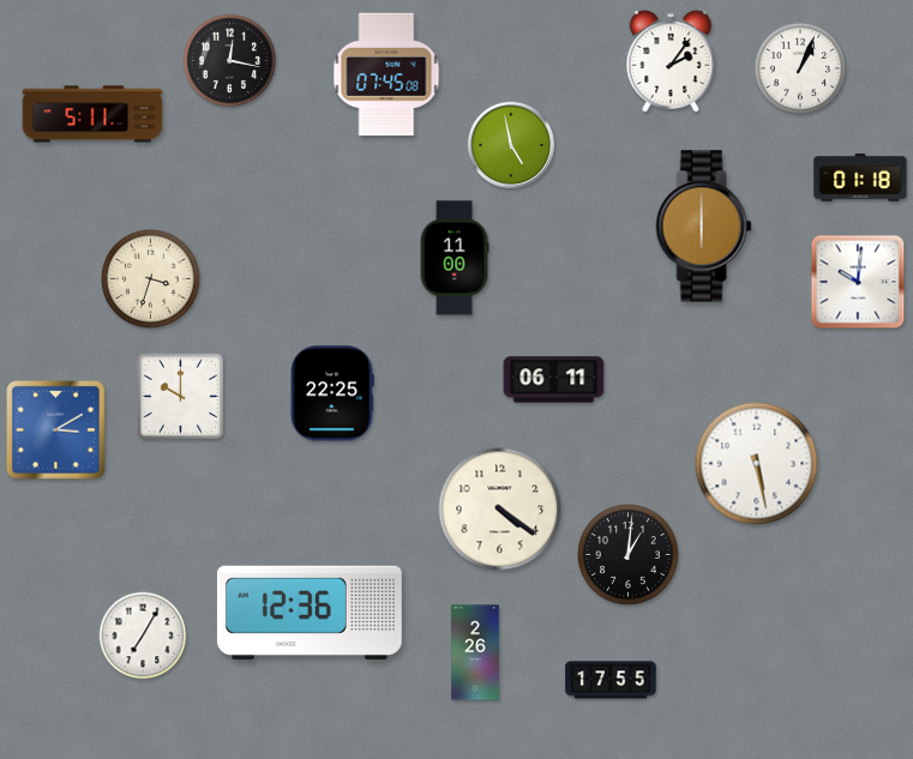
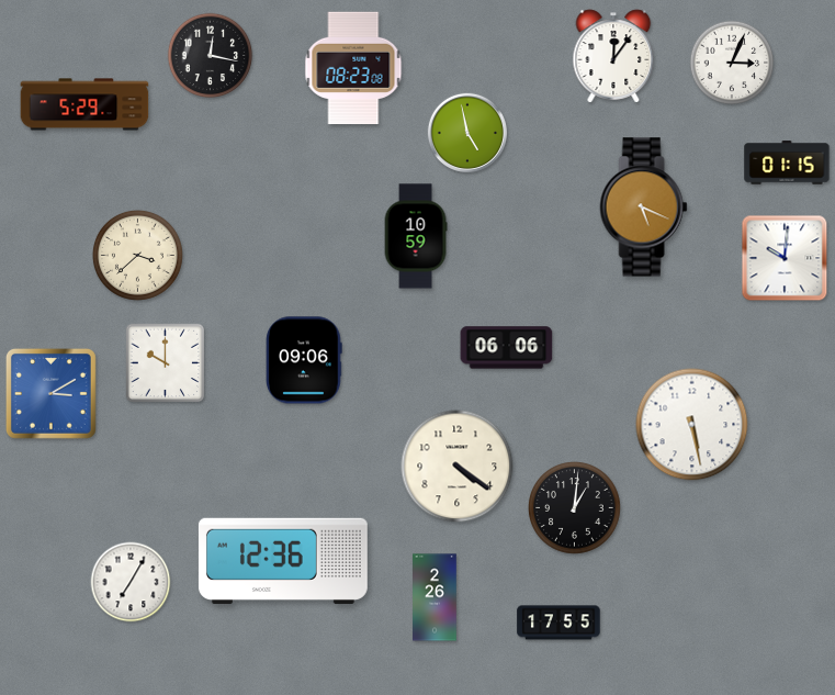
clock at (671, 61): 2:06 -> 12:06
clock at (800, 68): 1:04 -> 3:04
clock at (386, 74): 07:45 -> 08:23
clock at (92, 114): 5:11 -> 5:29
clock at (860, 177): 01:18 -> 01:15
clock at (704, 227): 6:00 -> 5:19
clock at (455, 258): 11:00 -> 10:59
clock at (150, 278): 3:33 -> 3:38
clock at (554, 380): 06:11 -> 06:06
clock at (332, 393): 22:25 -> 09:06
